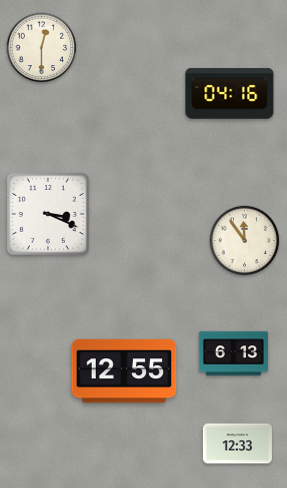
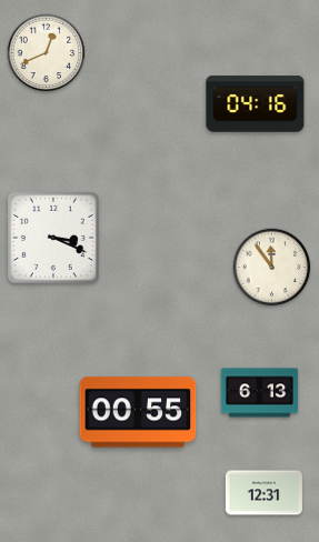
clock at (42, 48): 12:30 -> 12:41
clock at (124, 371): 12:55 -> 00:55
clock at (237, 444): 12:33 -> 12:31
